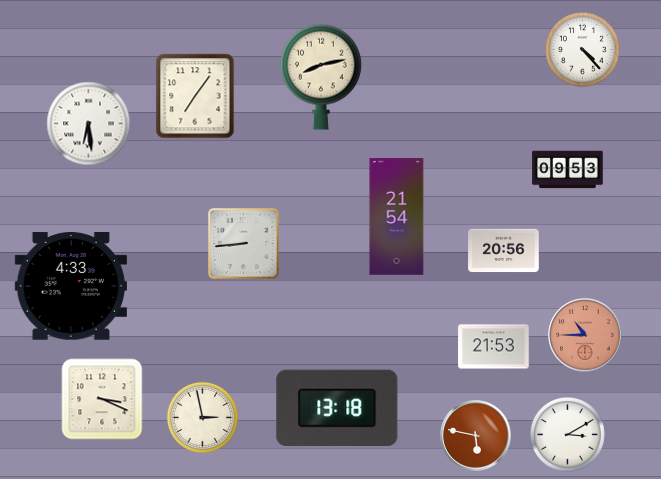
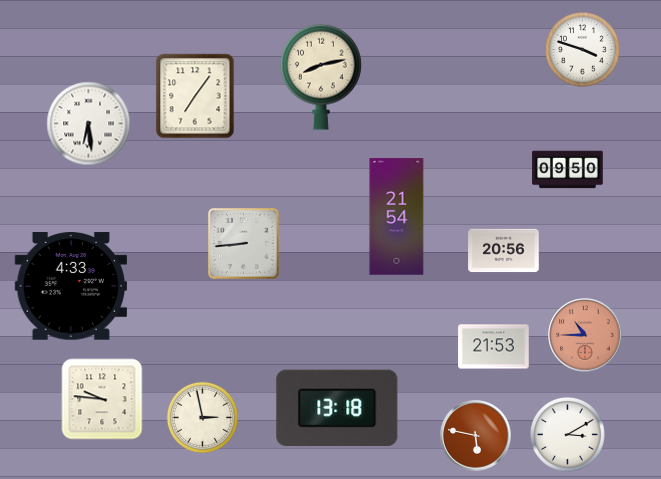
clock at (583, 50): 4:23 -> 3:48
clock at (568, 170): 09:53 -> 09:50
clock at (102, 399): 3:19 -> 9:46
